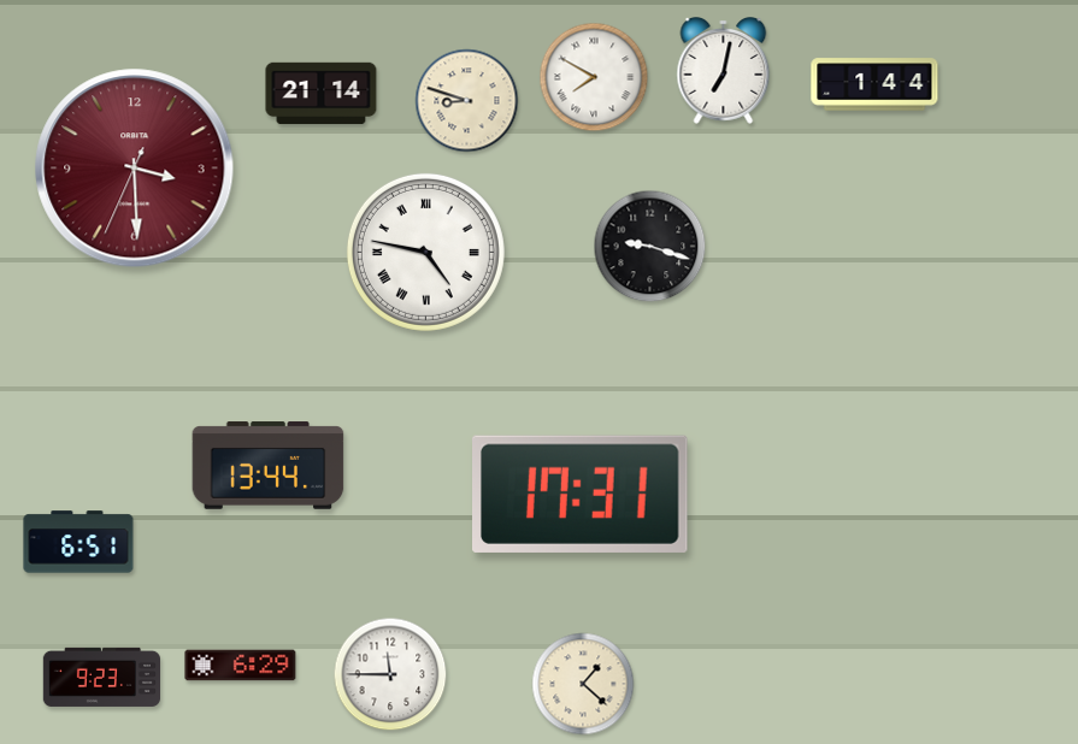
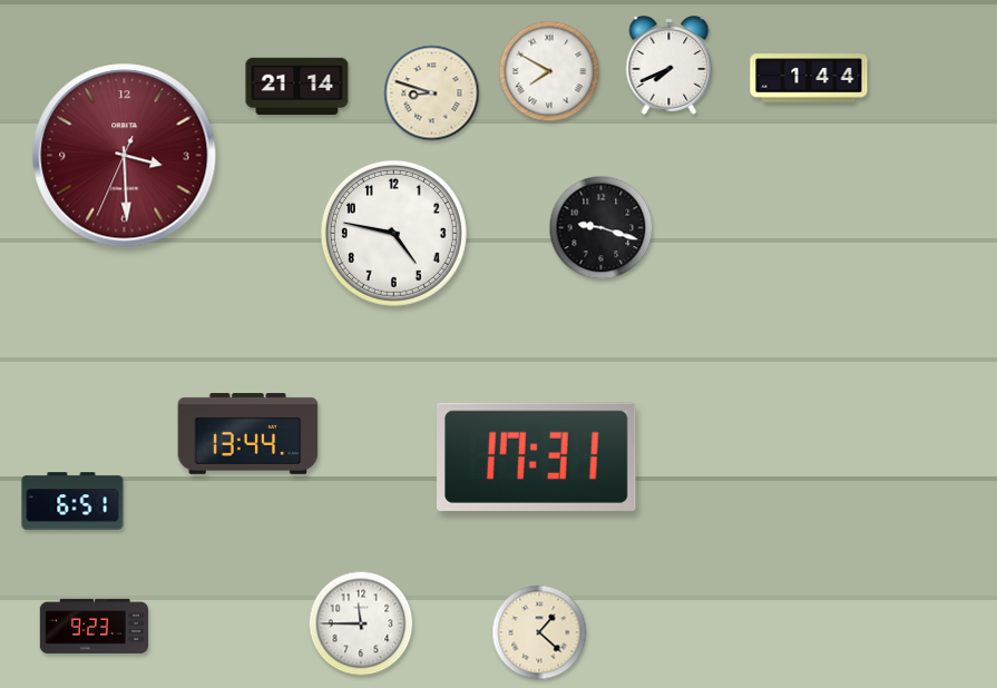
clock at (724, 71): 7:02 -> 7:41
clock at (425, 252) numerals: Roman -> Arabic
clock at (269, 466) position: (269, 466) -> (248, 434)
clock at (241, 666): 6:29 -> none
